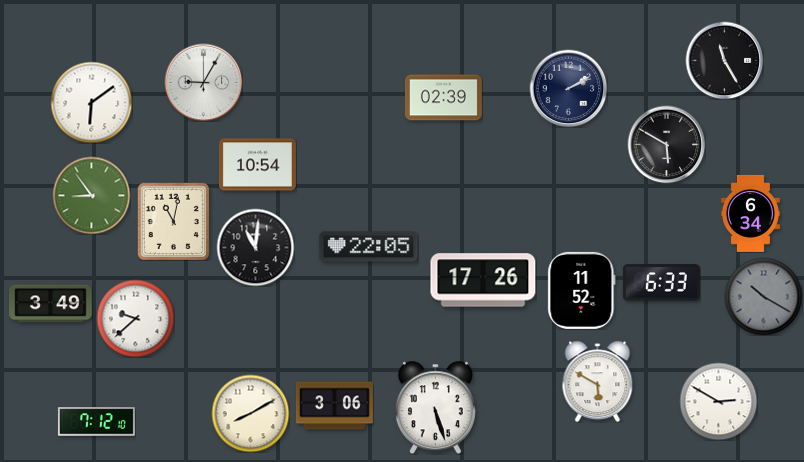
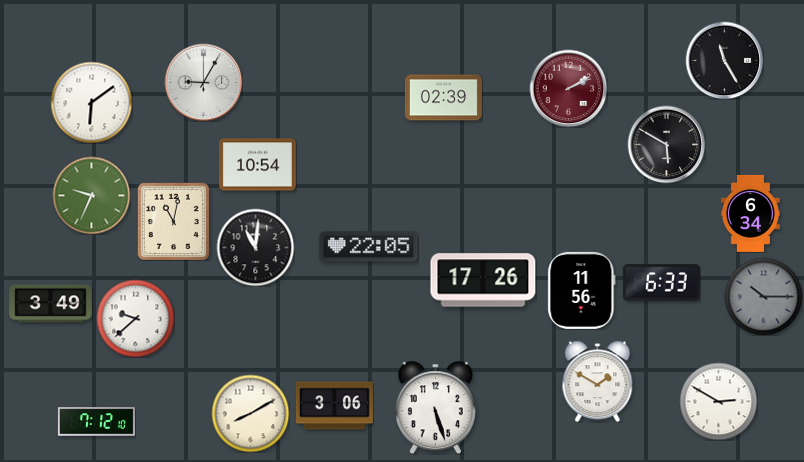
clock at (568, 88) dial: navy -> burgundy
clock at (91, 195): 8:54 -> 9:34
clock at (582, 290): 11:52 -> 11:56
clock at (763, 296): 10:20 -> 10:15
clock at (598, 381): 5:50 -> 1:50
